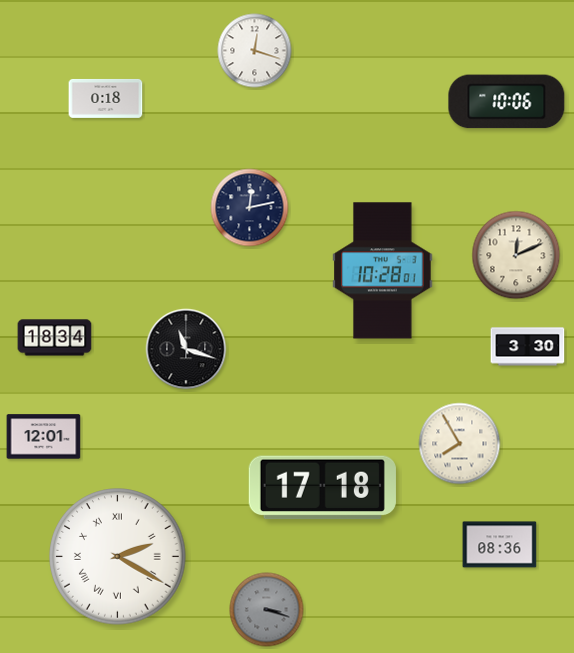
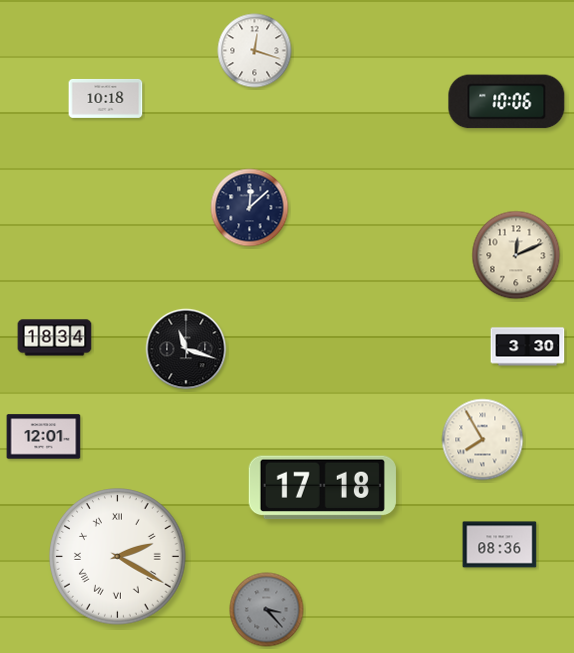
clock at (106, 98): 0:18 -> 10:18
clock at (250, 208): 12:13 -> 12:08
clock at (383, 271): 10:28 -> none
clock at (460, 444) position: (460, 444) -> (483, 440)
clock at (267, 610): 3:18 -> 3:23
